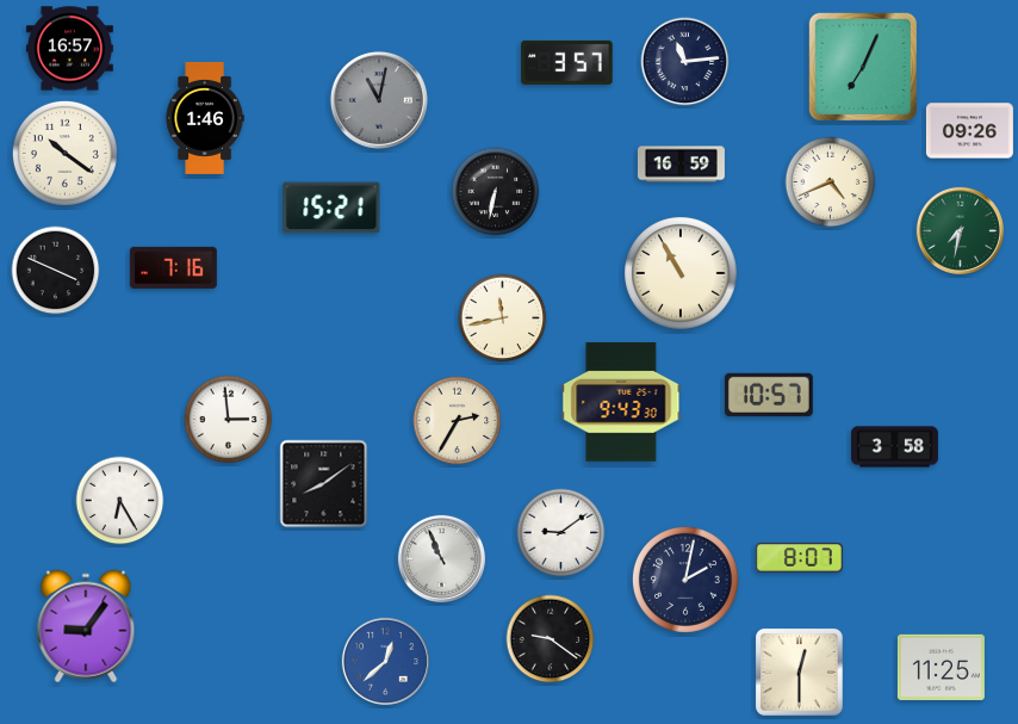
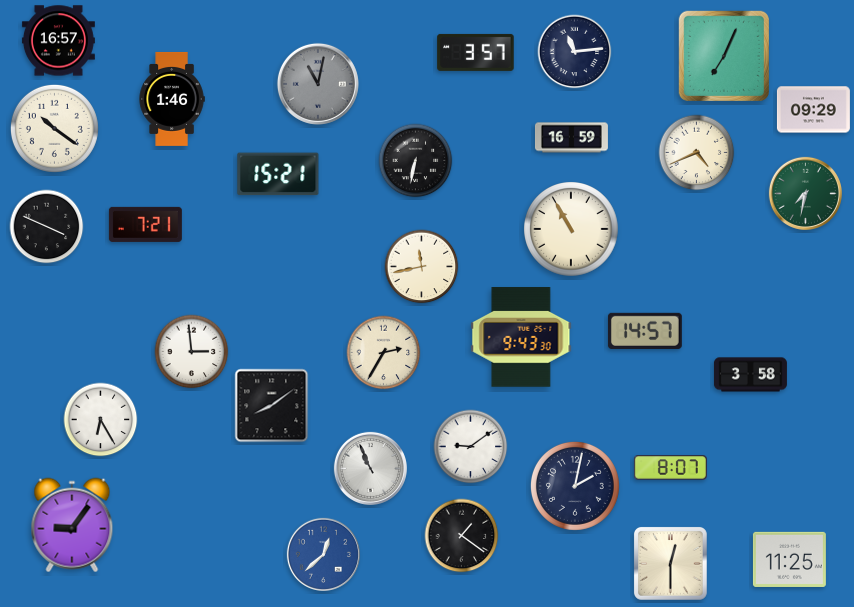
clock at (969, 131): 09:26 -> 09:29
clock at (173, 267): 7:16 -> 7:21
clock at (769, 395): 10:57 -> 14:57
clock at (551, 639): 9:21 -> 1:21
